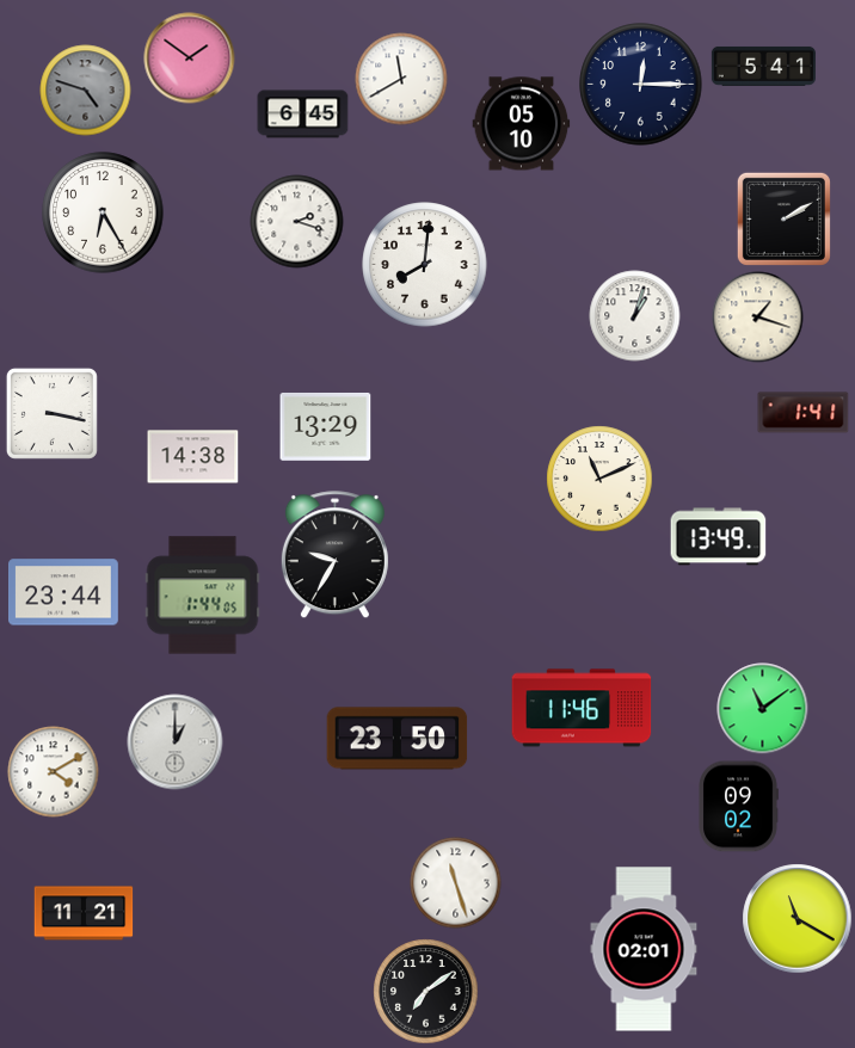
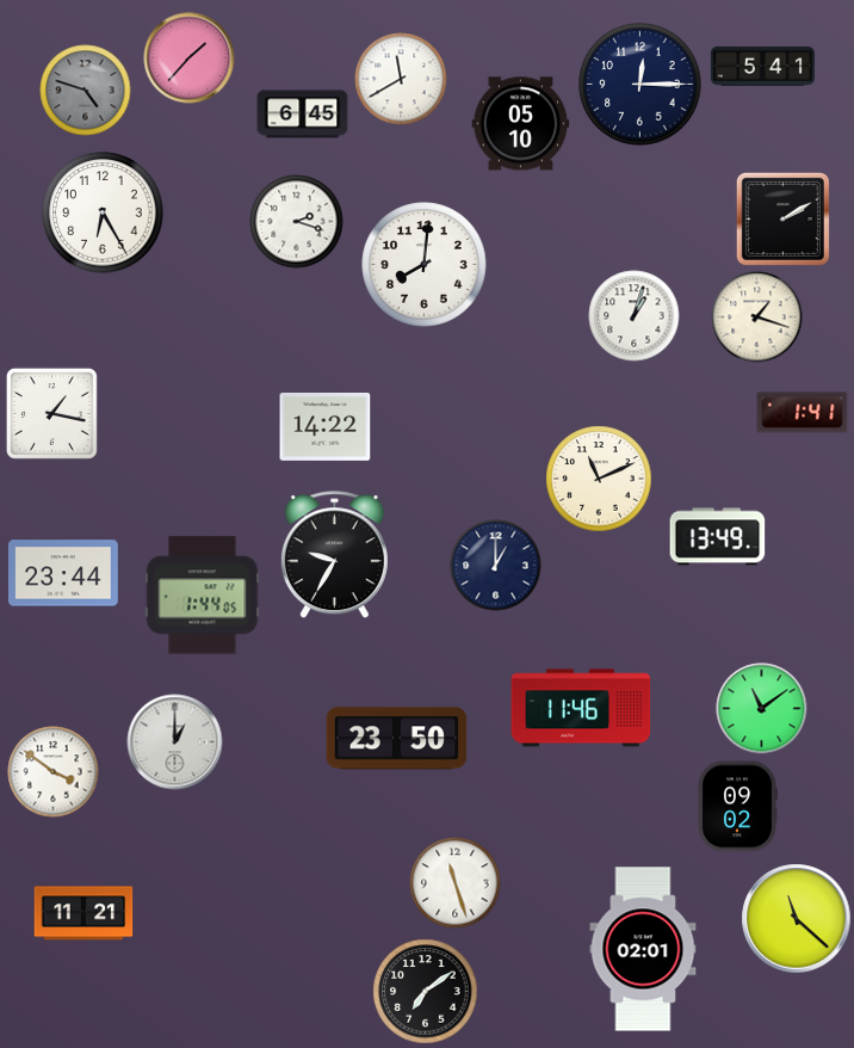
clock at (190, 58): 1:51 -> 1:37
clock at (51, 413): 3:17 -> 1:17
clock at (326, 427): 13:29 -> 14:22
clock at (193, 457): 14:38 -> none
clock at (496, 566): none -> 1:00
clock at (64, 592) position: (64, 592) -> (64, 573)
clock at (54, 772): 4:10 -> 3:51
clock at (798, 919): 11:20 -> 11:22
